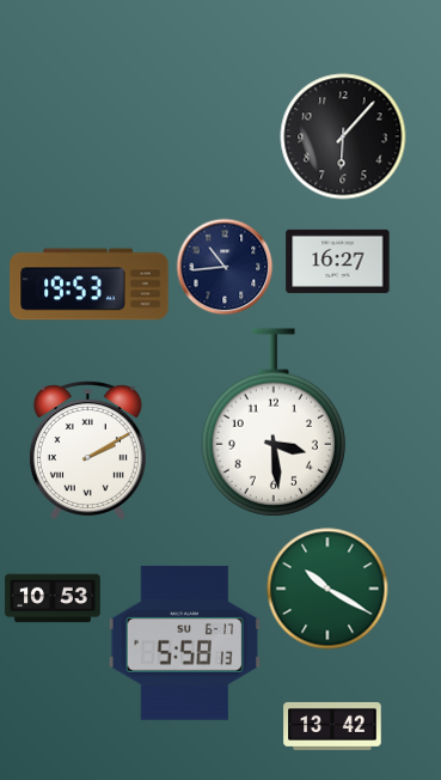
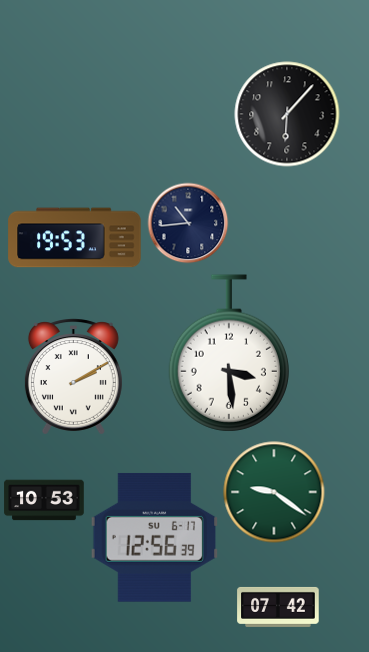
clock at (338, 261): 16:27 -> none
clock at (327, 589): 10:20 -> 9:21
clock at (184, 642): 5:58 -> 12:56
clock at (332, 726): 13:42 -> 07:42
